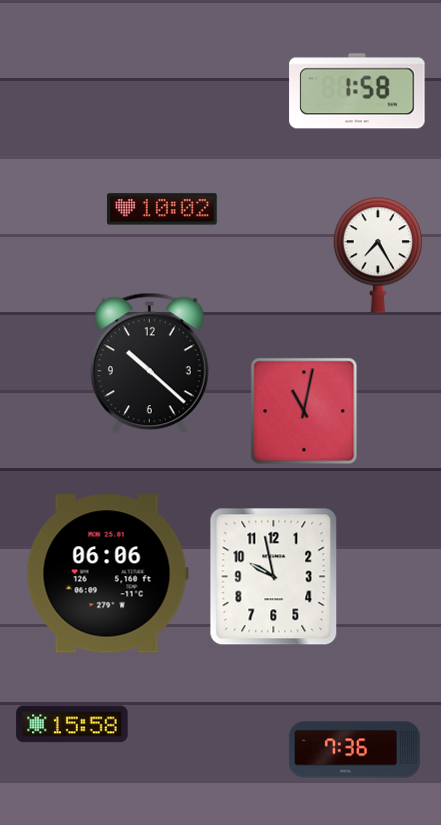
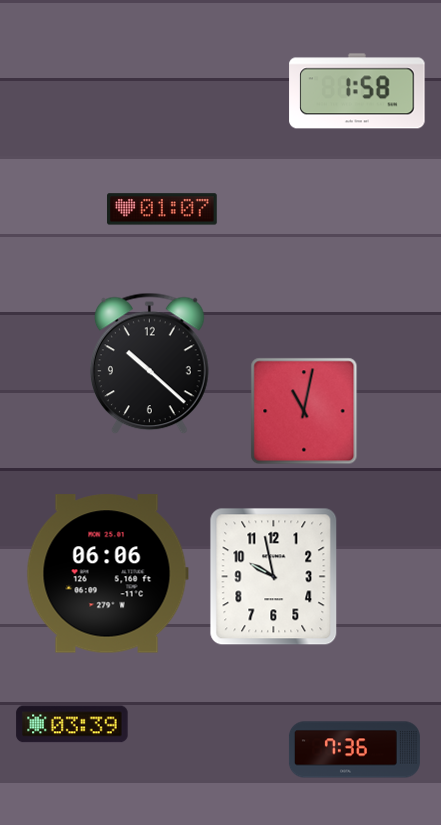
clock at (163, 209): 10:02 -> 01:07
clock at (378, 255): 7:25 -> none
clock at (72, 724): 15:58 -> 03:39
